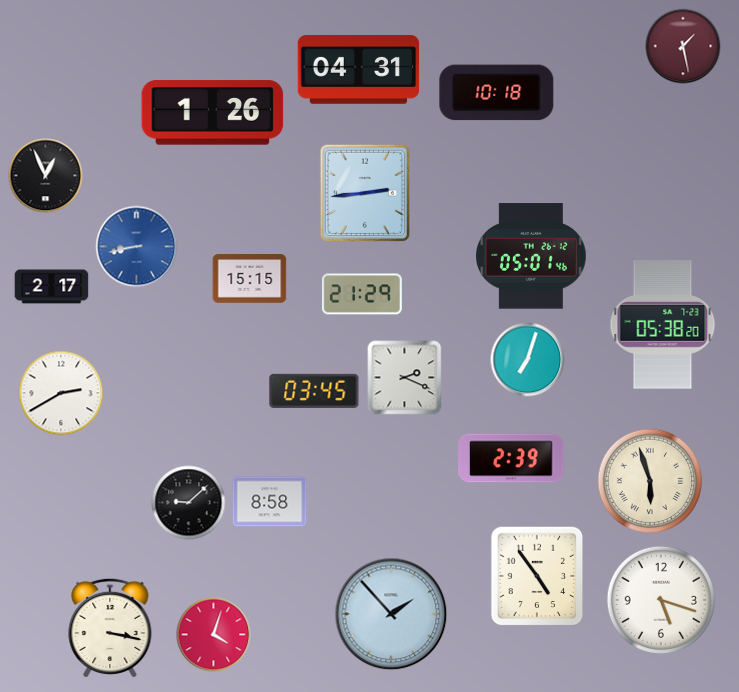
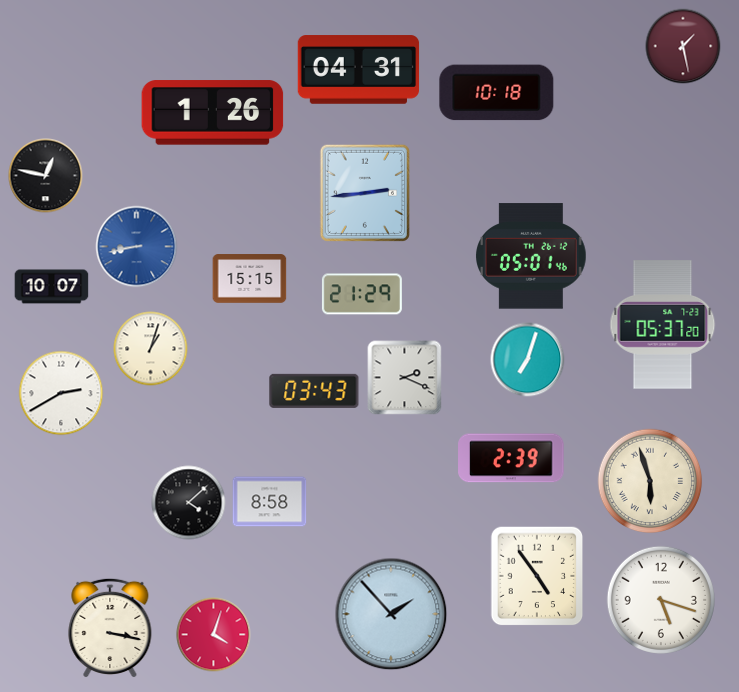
clock at (46, 176): 12:56 -> 12:47
clock at (52, 287): 2:17 -> 10:07
clock at (663, 325): 05:38 -> 05:37
clock at (151, 349): none -> 1:03
clock at (314, 391): 03:45 -> 03:43
clock at (189, 503): 9:08 -> 4:08
